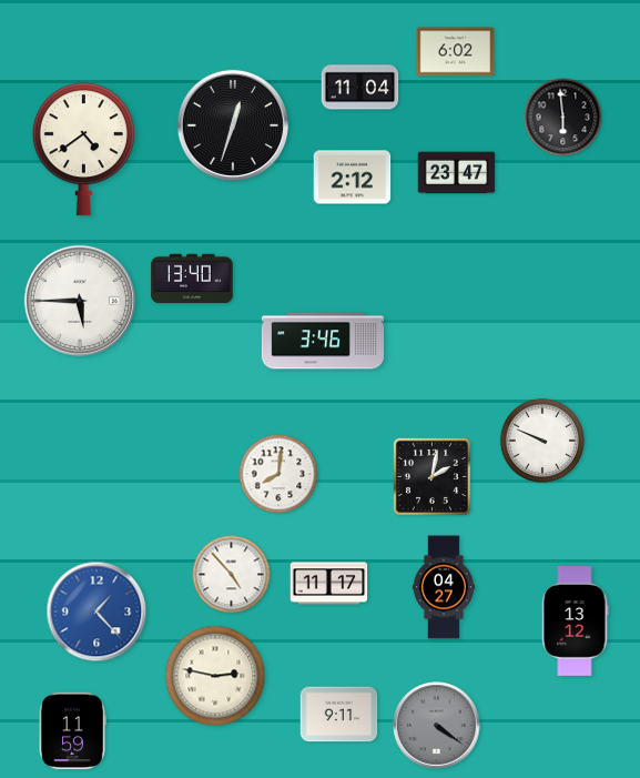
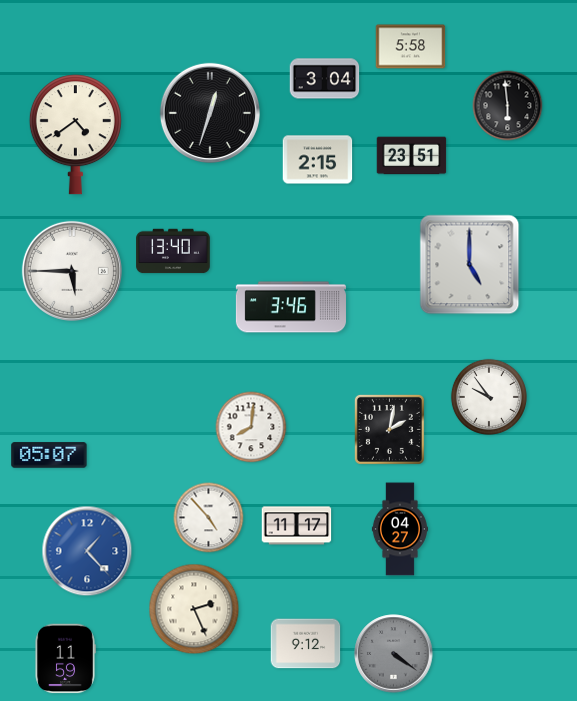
clock at (456, 52): 6:02 -> 5:58
clock at (360, 88): 11:04 -> 3:04
clock at (457, 173): 23:47 -> 23:51
clock at (353, 178): 2:12 -> 2:15
clock at (470, 265): none -> 5:00
clock at (542, 441): 9:49 -> 9:54
clock at (49, 455): none -> 05:07
clock at (575, 622): 13:12 -> none
clock at (215, 676): 2:47 -> 2:26
clock at (339, 715): 9:11 -> 9:12
